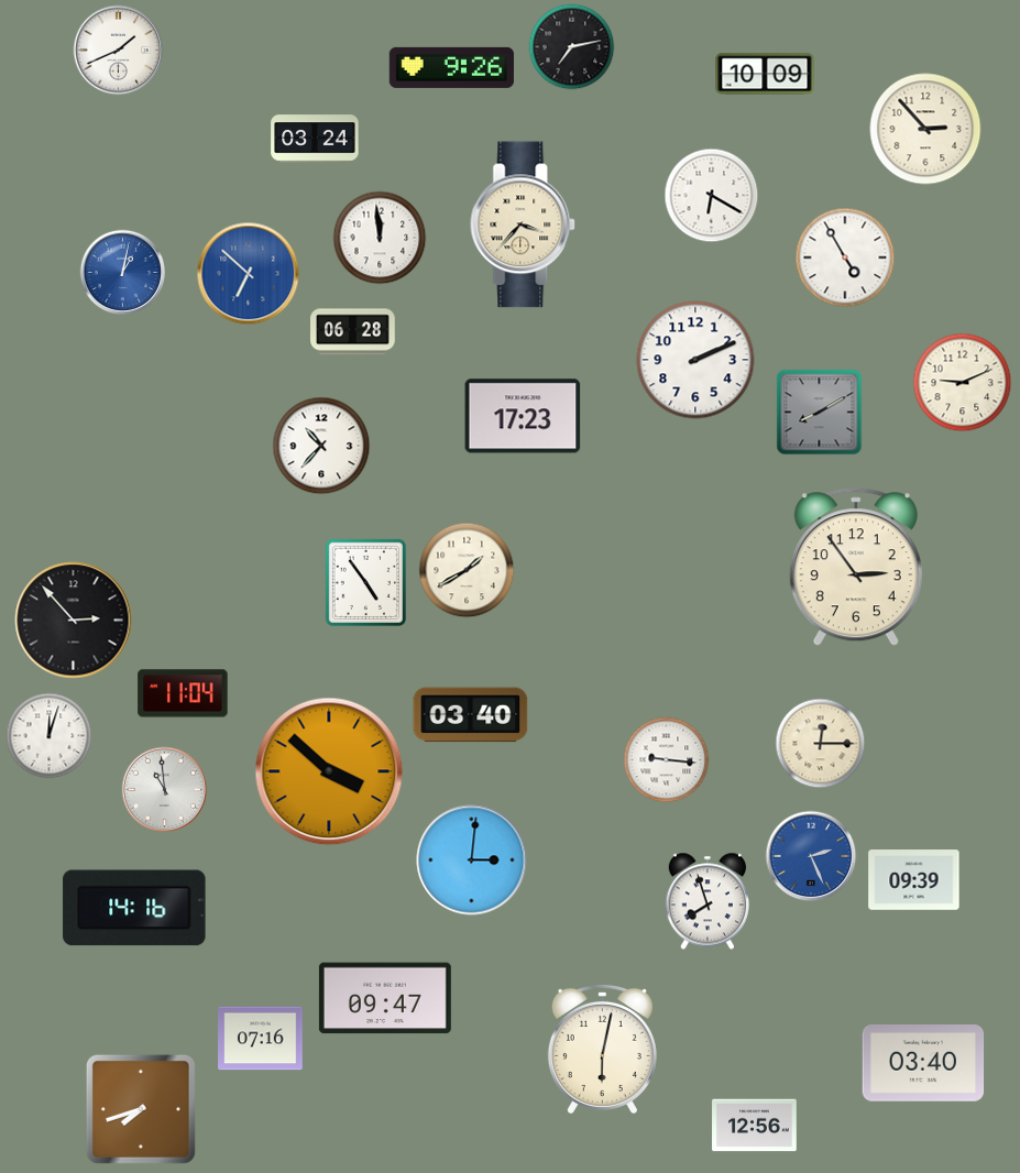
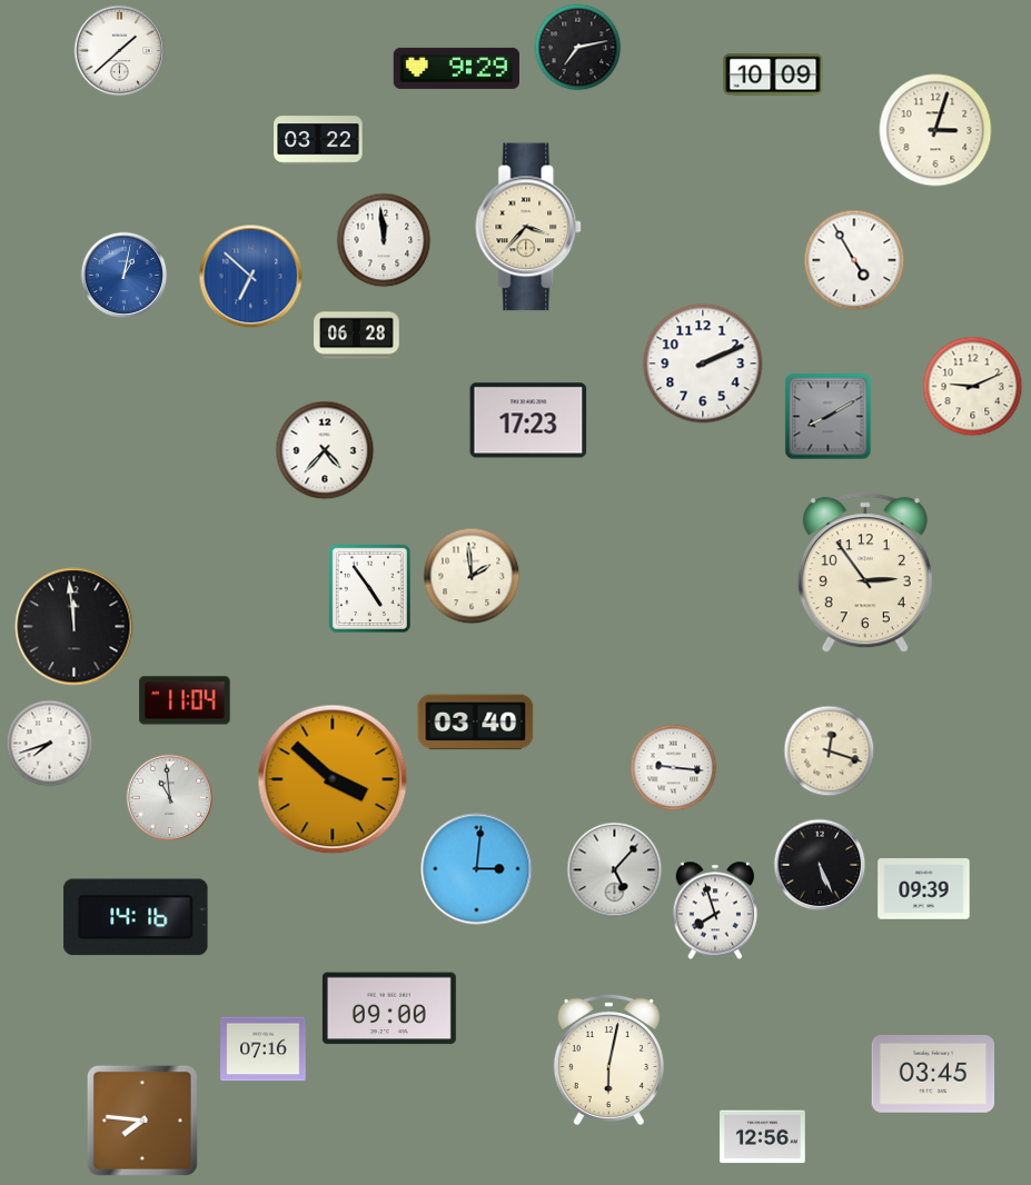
clock at (118, 50): 1:41 -> 1:38
clock at (451, 67): 9:26 -> 9:29
clock at (925, 129): 2:53 -> 3:03
clock at (315, 139): 03:24 -> 03:22
clock at (711, 195): 6:20 -> none
clock at (321, 446): 10:37 -> 4:37
clock at (467, 570): 1:40 -> 1:59
clock at (74, 621): 2:53 -> 11:59
clock at (48, 735): 12:03 -> 7:42
clock at (820, 743): 12:15 -> 12:18
clock at (164, 789) position: (164, 789) -> (169, 797)
clock at (811, 856): 2:26 -> 5:26
clock at (811, 856) dial: blue -> black
clock at (614, 869): none -> 5:07
clock at (385, 998): 09:47 -> 09:00
clock at (923, 1064): 03:40 -> 03:45
clock at (141, 1109): 7:42 -> 7:46
